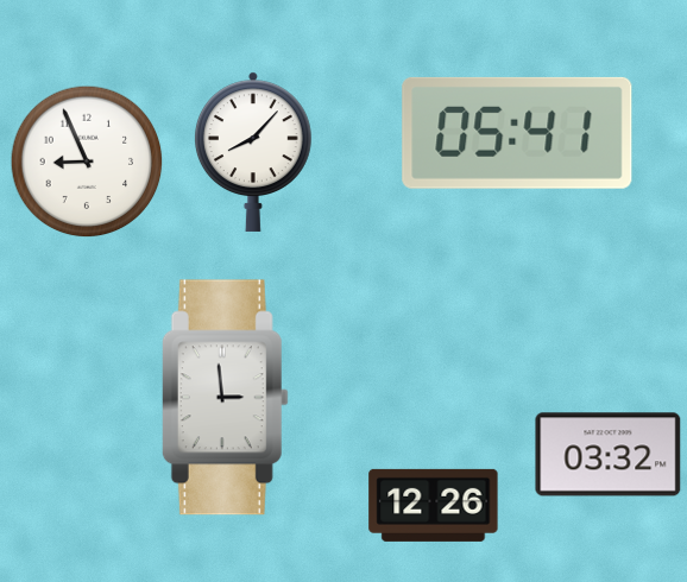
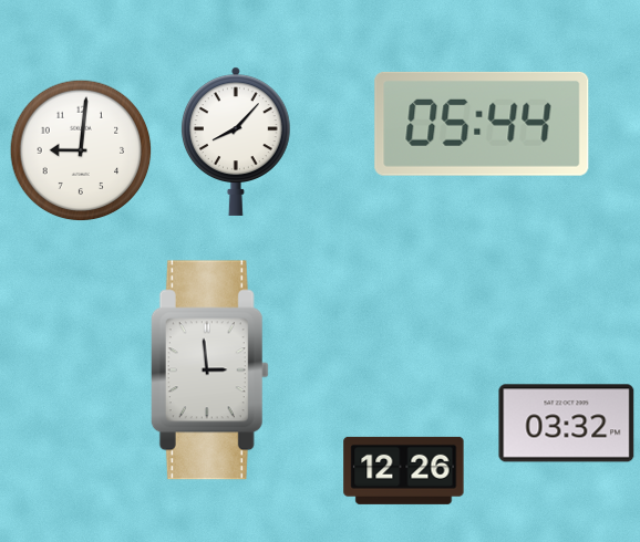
clock at (517, 133): 05:41 -> 05:44
clock at (87, 162): 8:56 -> 9:01
